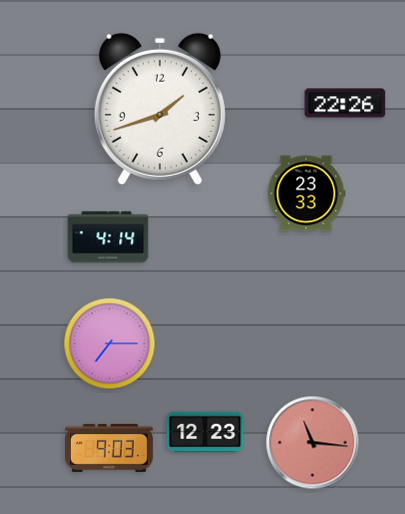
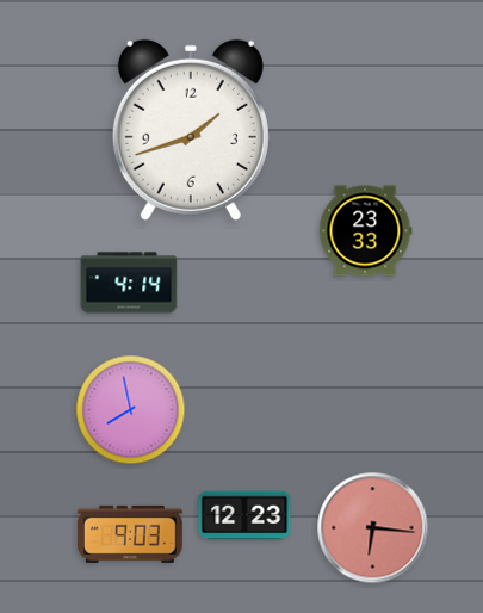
clock at (345, 103): 22:26 -> none
clock at (110, 344): 7:15 -> 7:58
clock at (313, 443): 11:16 -> 6:16
